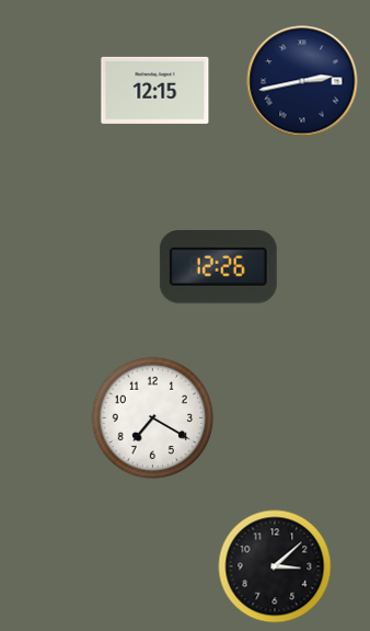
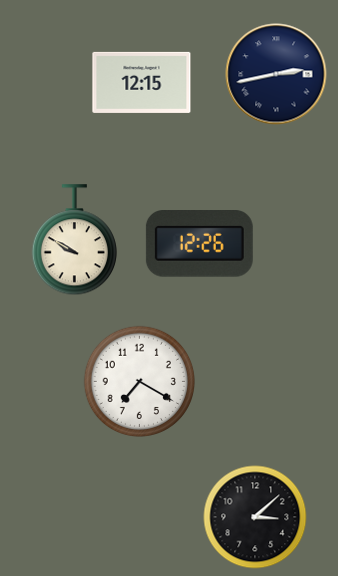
clock at (74, 240): none -> 9:50
clock at (275, 566) position: (275, 566) -> (255, 517)
